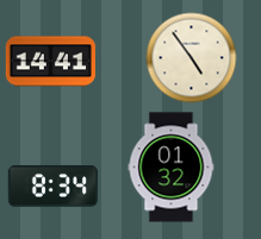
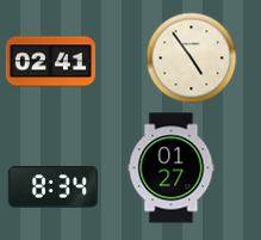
clock at (50, 62): 14:41 -> 02:41
clock at (172, 168): 01:32 -> 01:27
